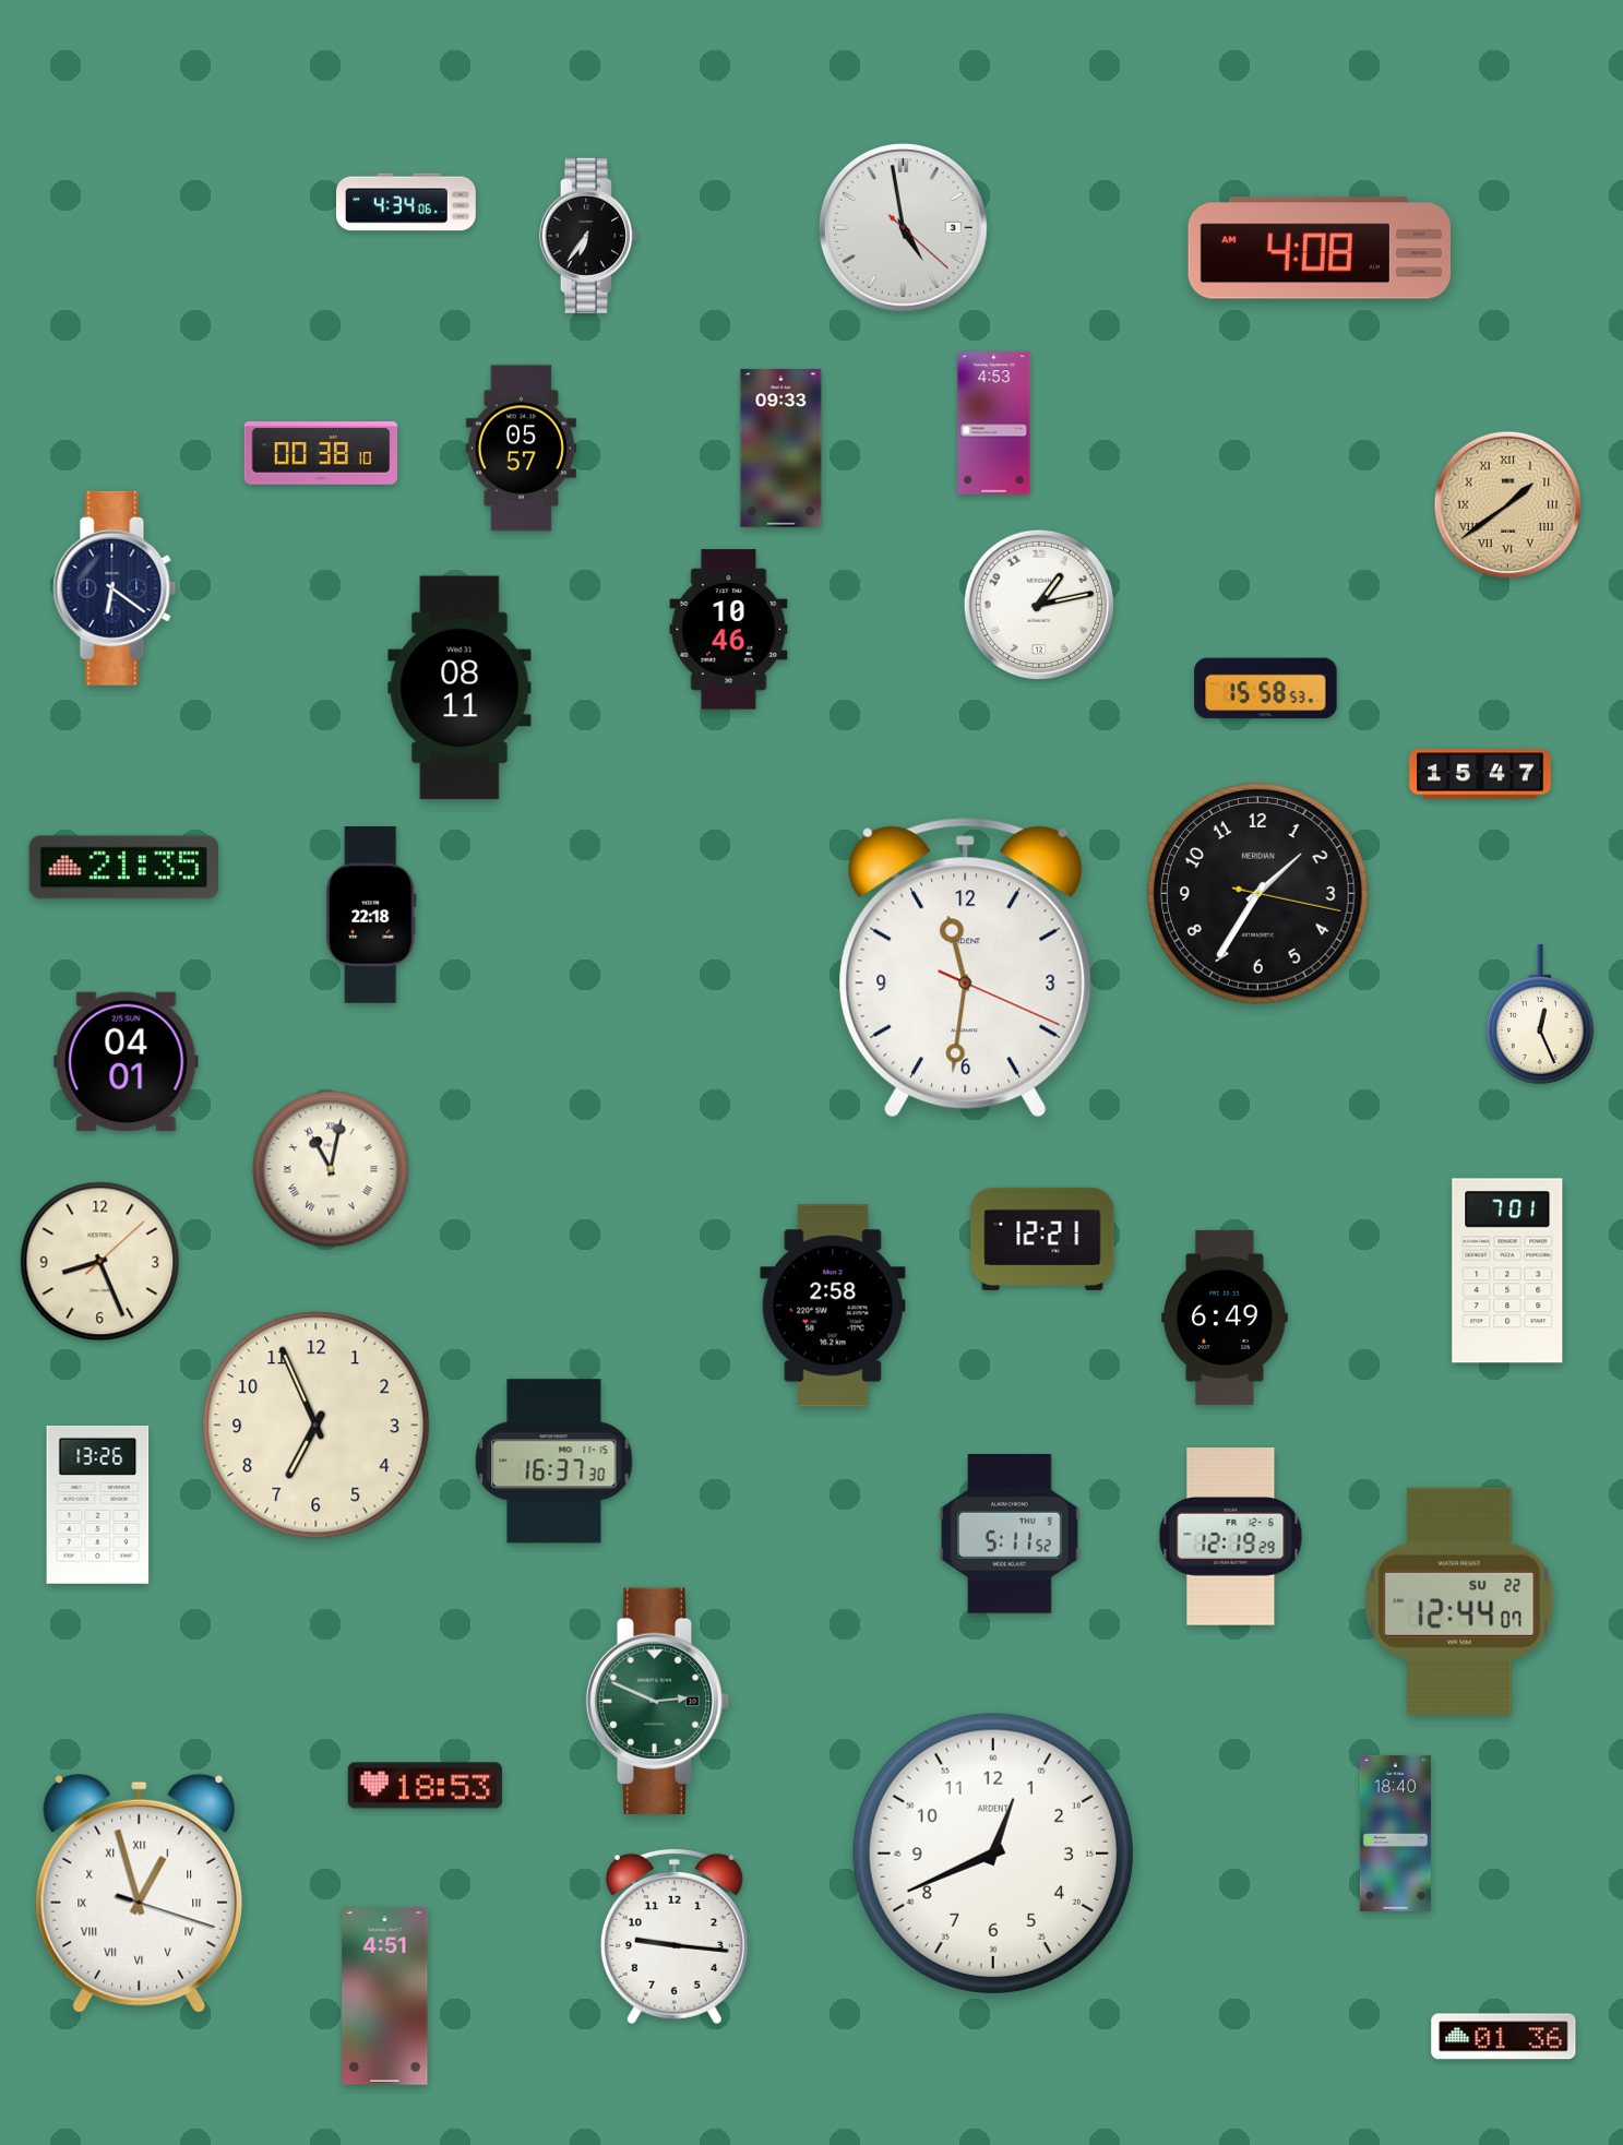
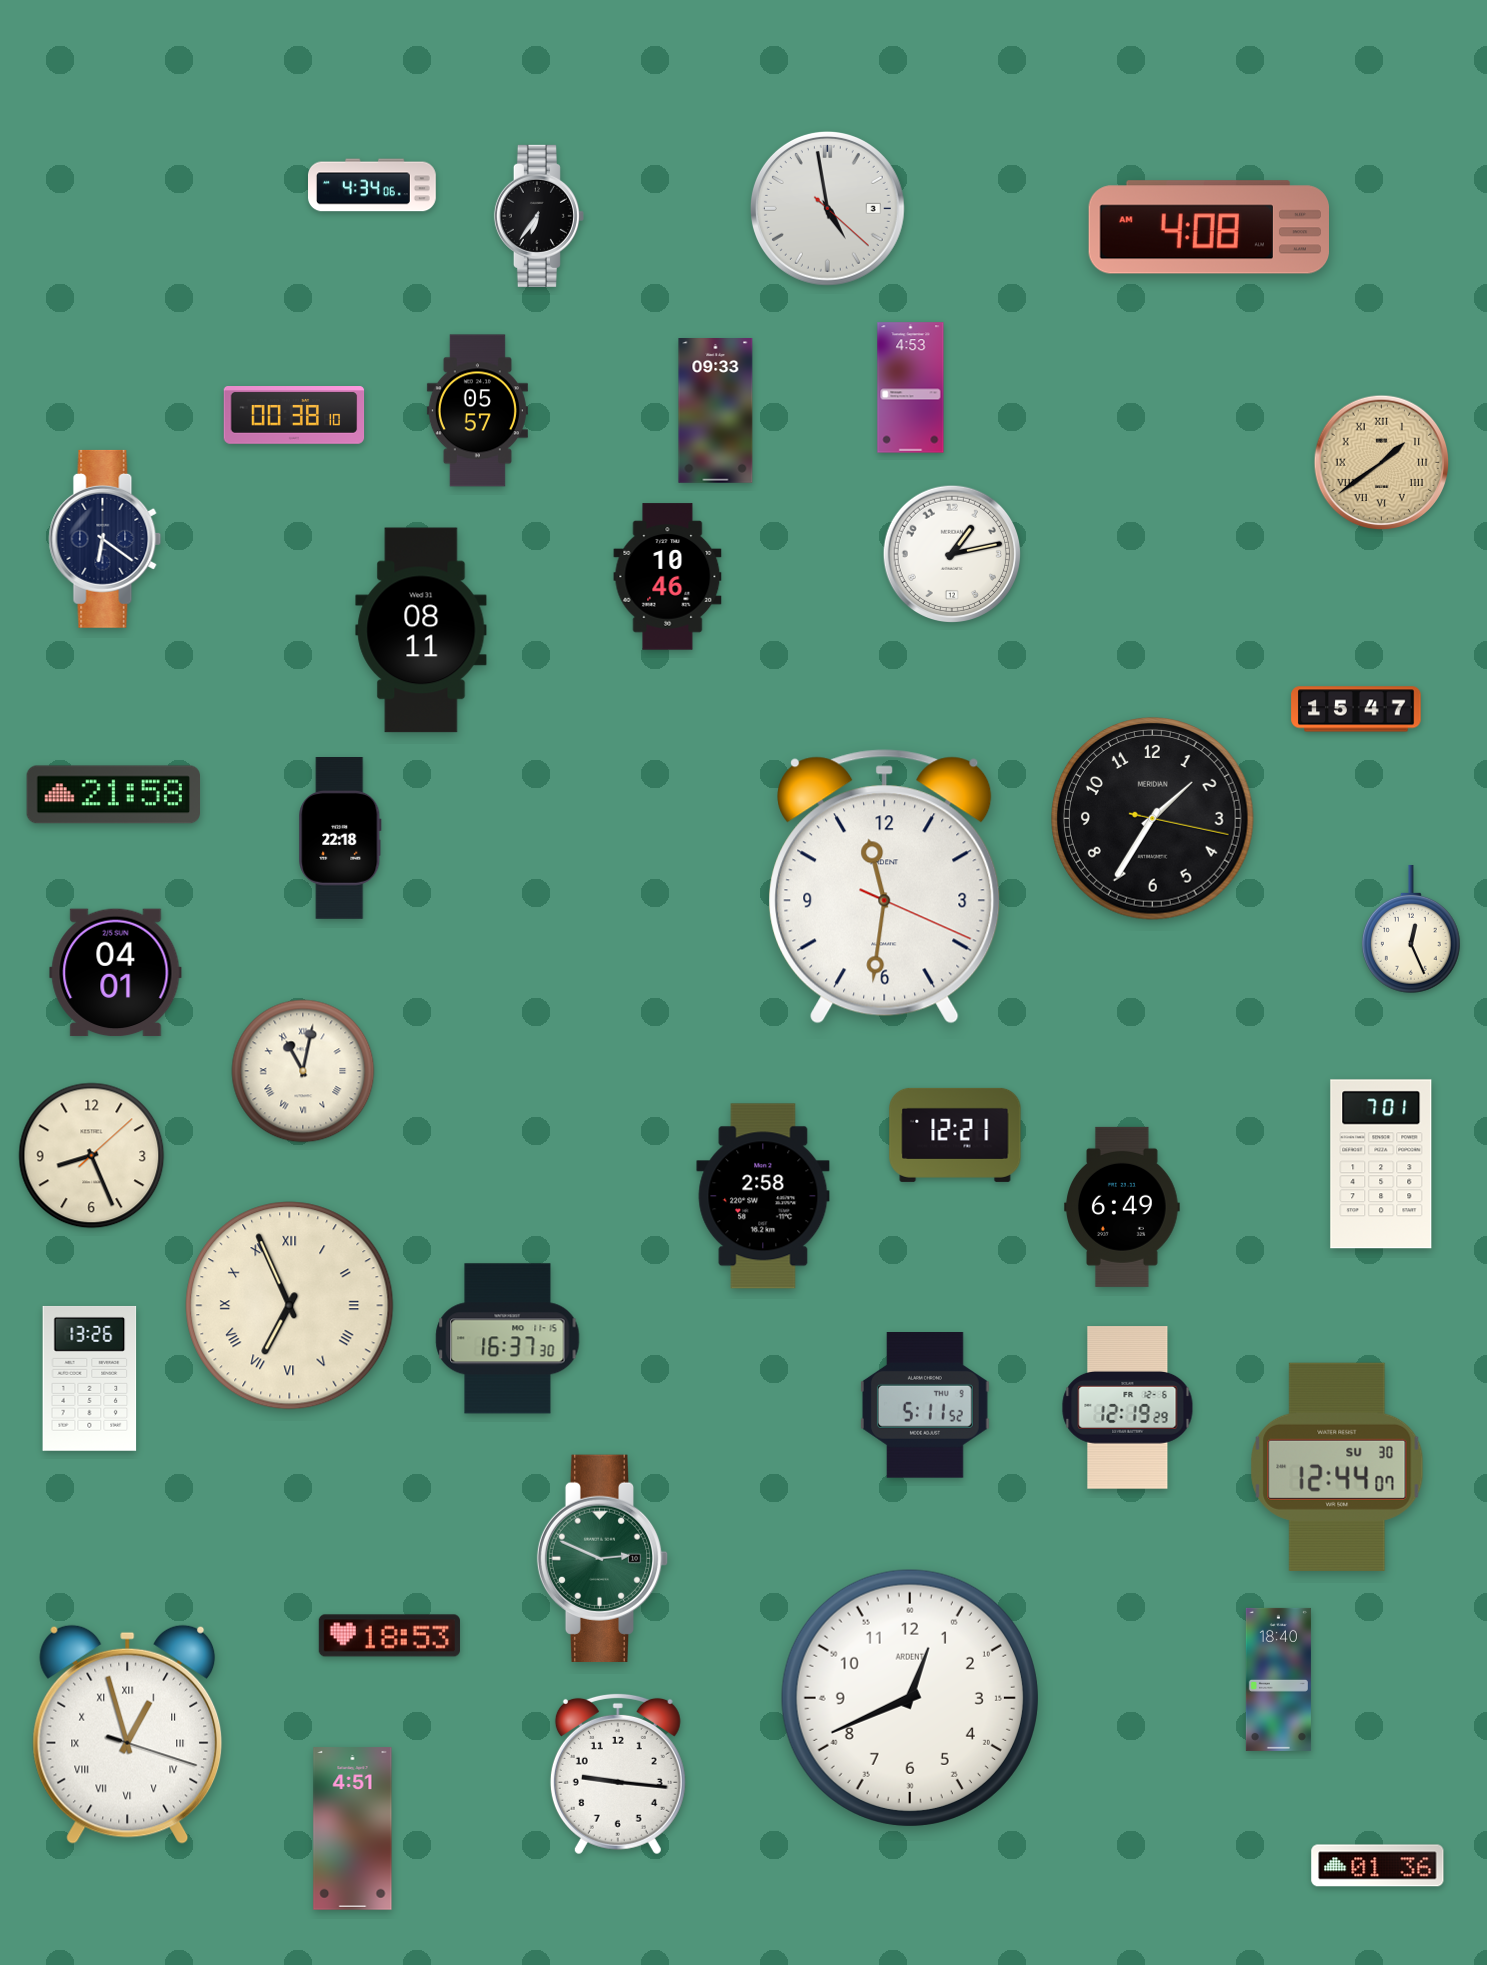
clock at (1266, 689): 15:58 -> none
clock at (123, 868): 21:35 -> 21:58
clock at (317, 1426) numerals: Arabic -> Roman
clock at (1459, 1601) date: SU 22 -> SU 30
